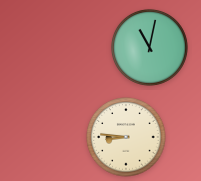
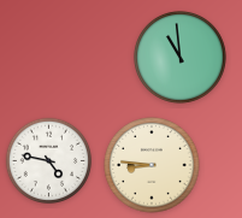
clock at (149, 47): 11:02 -> 10:59
clock at (49, 161): none -> 4:47
